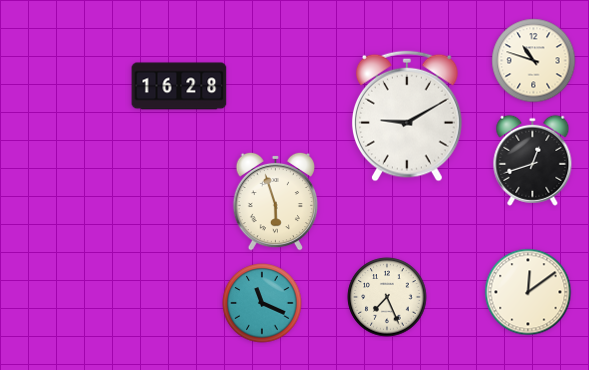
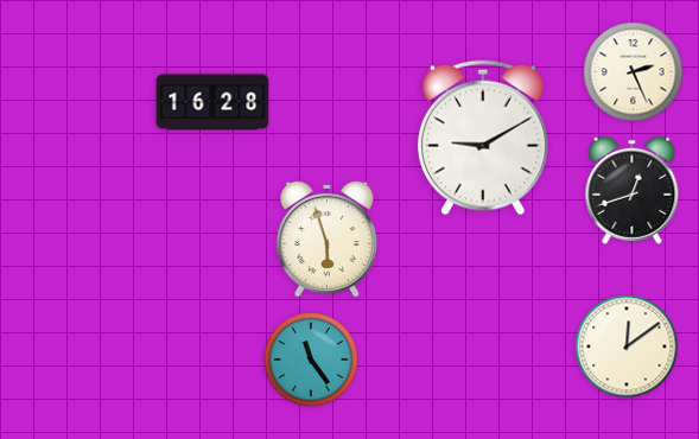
clock at (534, 61): 10:48 -> 2:26
clock at (387, 297): 7:26 -> none
clock at (262, 303): 11:19 -> 11:24
